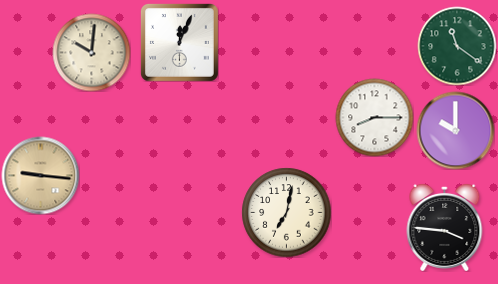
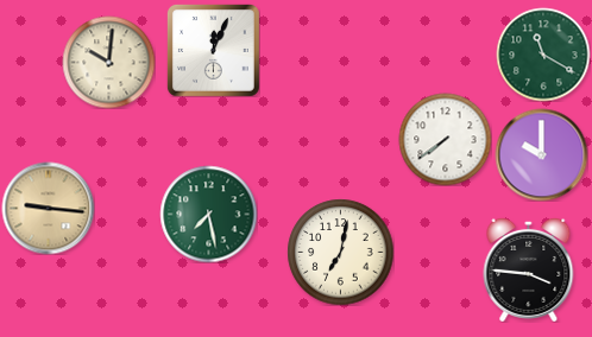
clock at (457, 46): 11:21 -> 11:20
clock at (374, 117): 8:15 -> 7:39
clock at (208, 214): none -> 7:28
